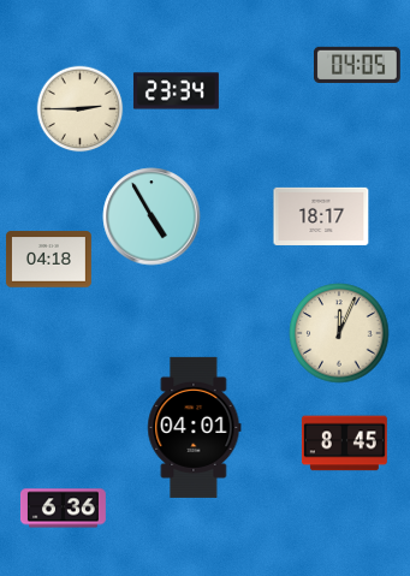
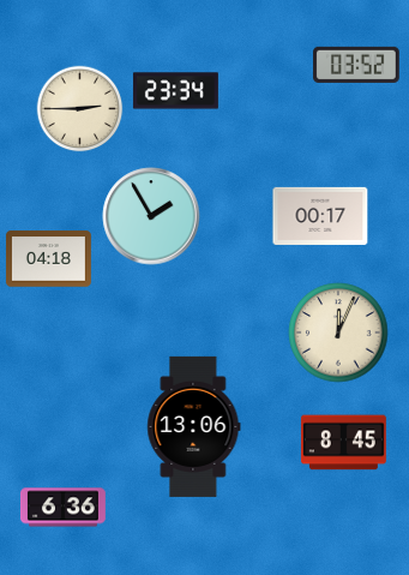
clock at (358, 65): 04:05 -> 03:52
clock at (151, 216): 4:55 -> 1:55
clock at (321, 216): 18:17 -> 00:17
clock at (195, 427): 04:01 -> 13:06
